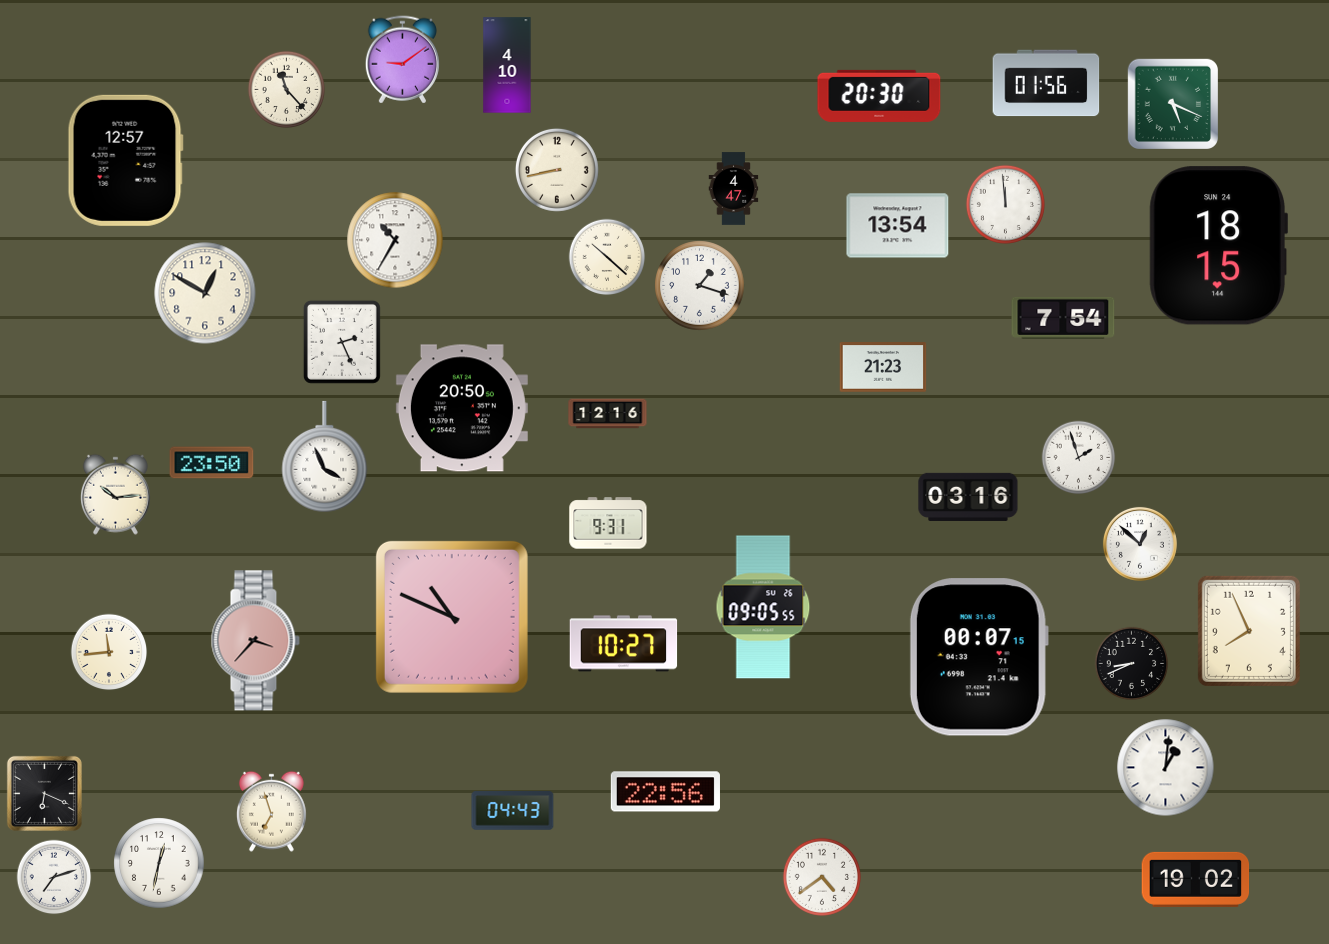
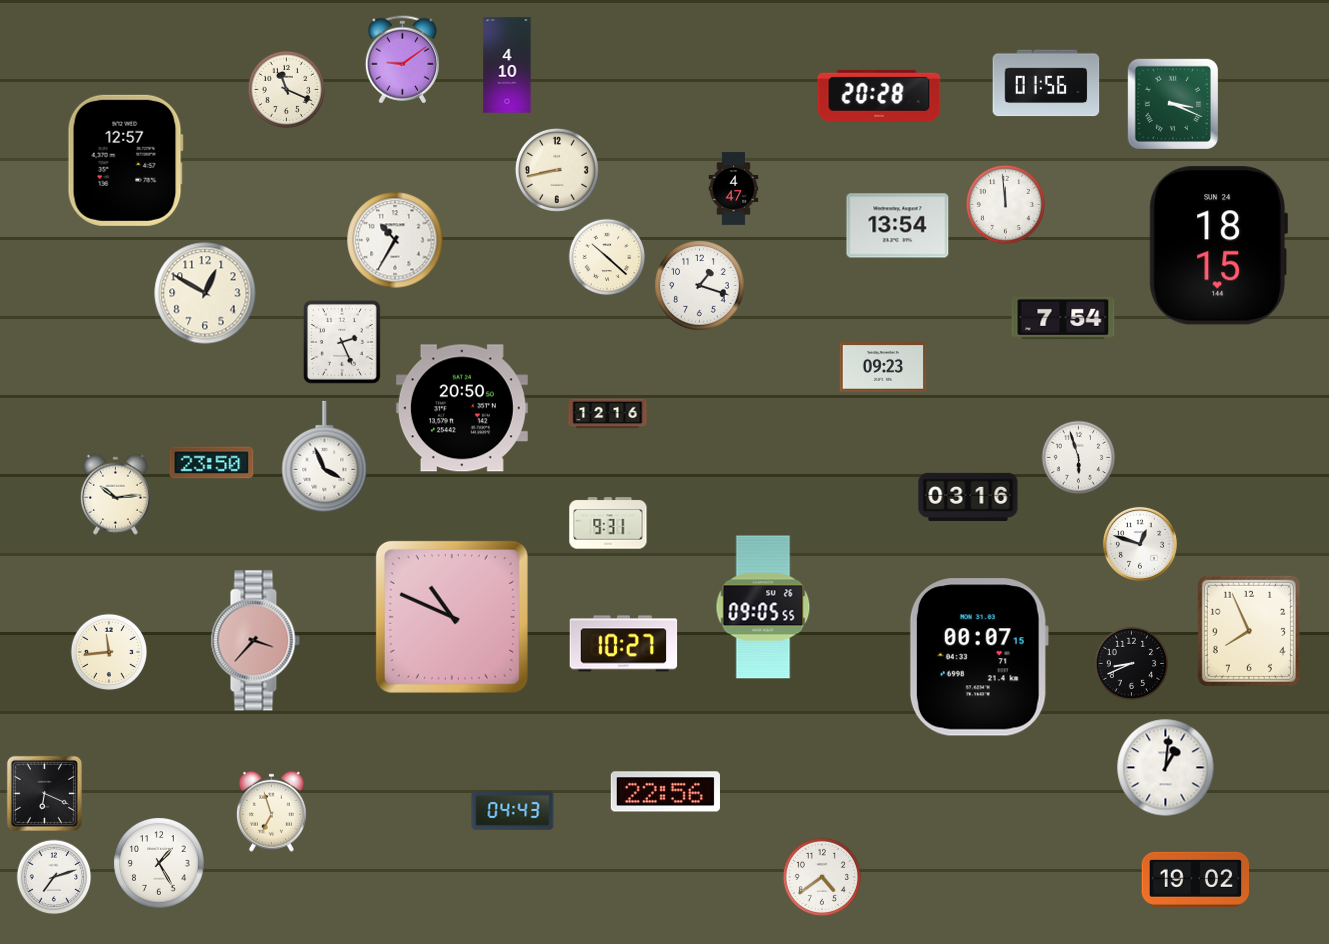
clock at (286, 89): 11:23 -> 11:19
clock at (879, 96): 20:30 -> 20:28
clock at (1173, 104): 5:19 -> 3:19
clock at (883, 367): 21:23 -> 09:23
clock at (1079, 458): 1:57 -> 5:57
clock at (1140, 544): 12:52 -> 12:48
clock at (159, 863): 12:32 -> 1:25
